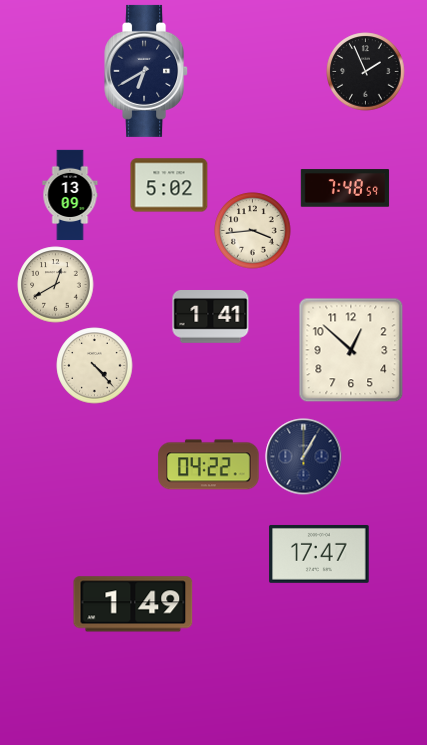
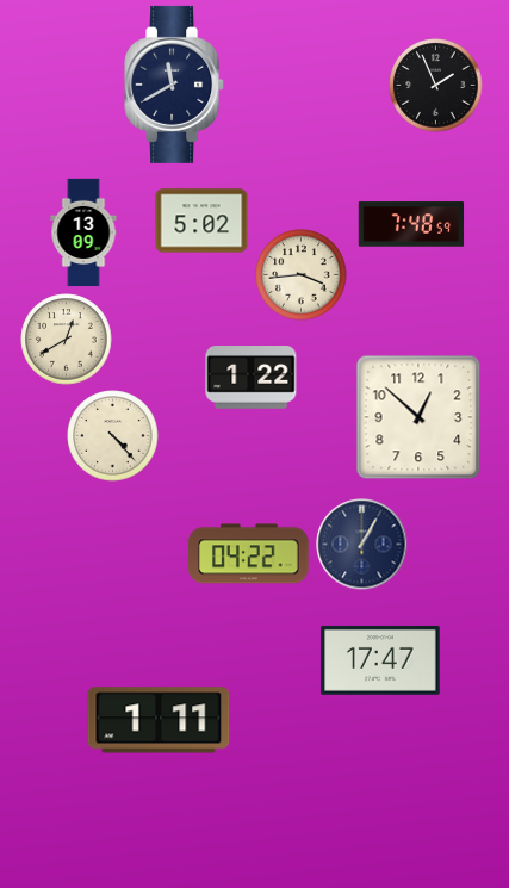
clock at (147, 71): 6:40 -> 11:40
clock at (211, 317): 1:41 -> 1:22
clock at (133, 604): 1:49 -> 1:11
